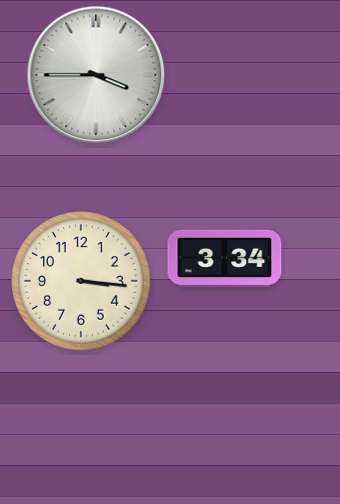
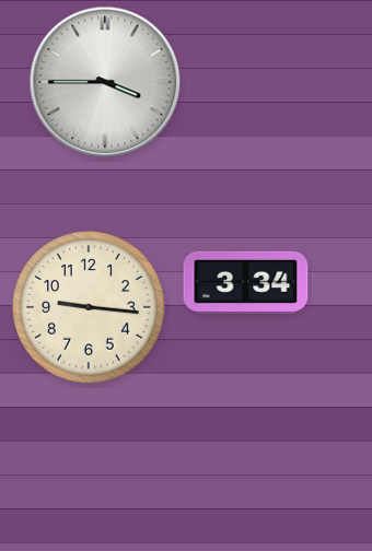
clock at (81, 281): 3:16 -> 9:16
